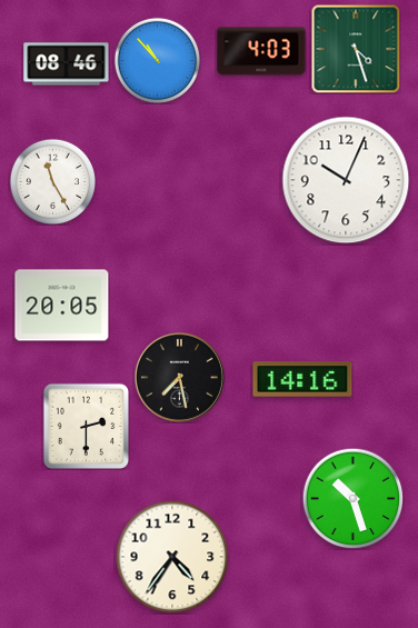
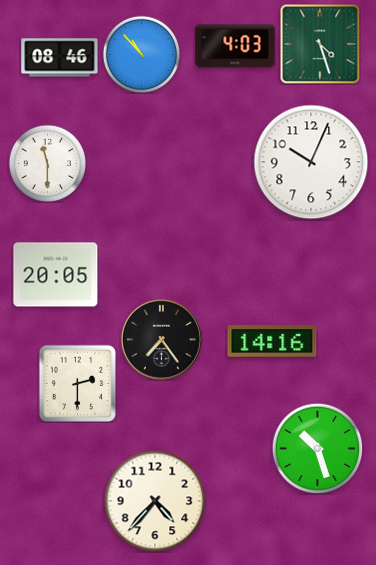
clock at (52, 181): 11:25 -> 11:30
clock at (179, 377): 7:28 -> 7:24
clock at (172, 557): 4:36 -> 4:37
